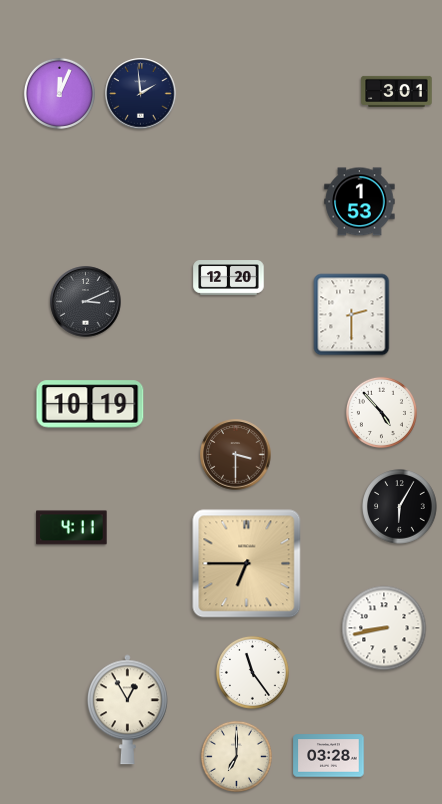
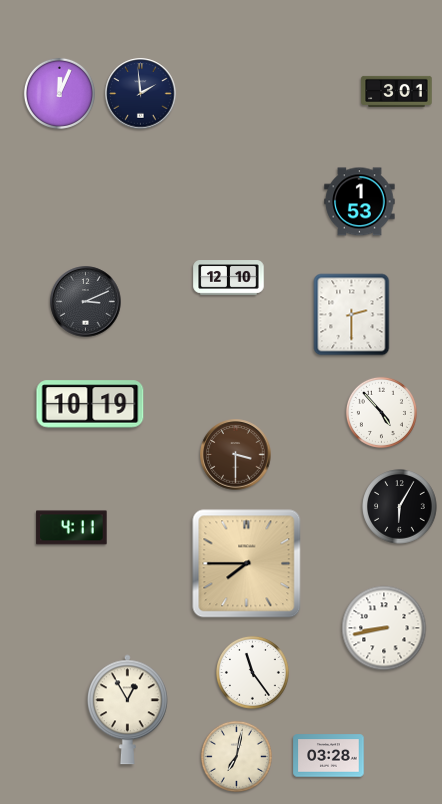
clock at (229, 278): 12:20 -> 12:10
clock at (247, 564): 6:45 -> 7:45
clock at (236, 756): 7:00 -> 7:02
